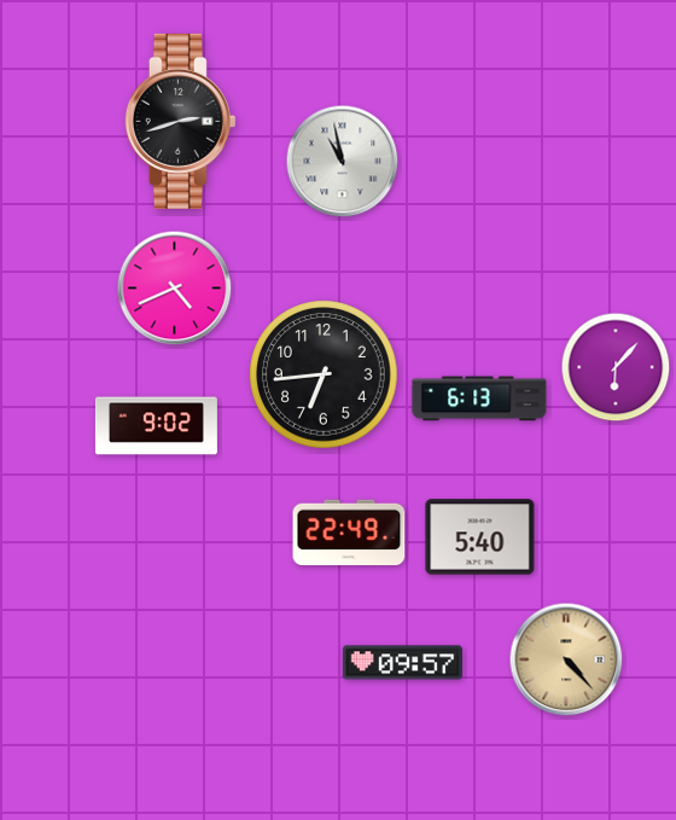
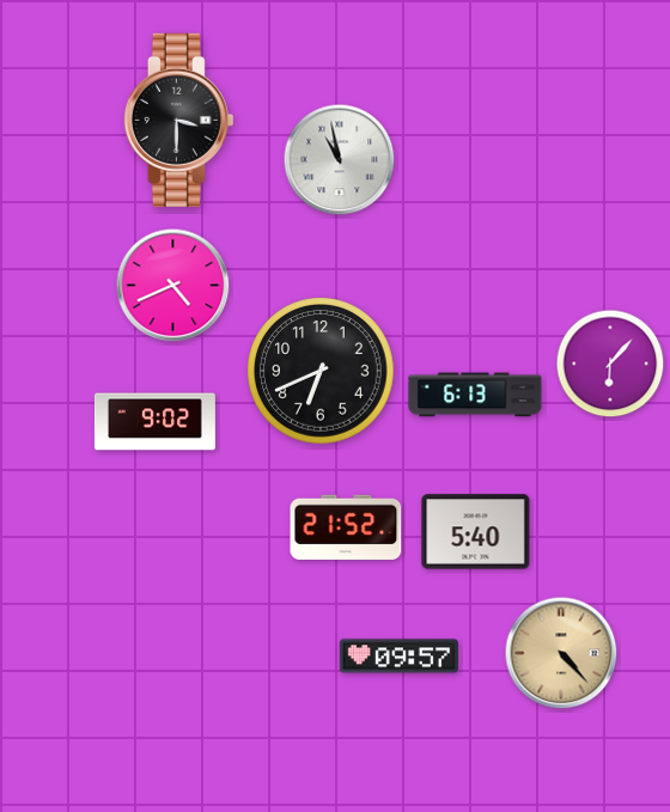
clock at (180, 121): 2:42 -> 3:30
clock at (324, 374): 6:44 -> 6:41
clock at (349, 531): 22:49 -> 21:52
